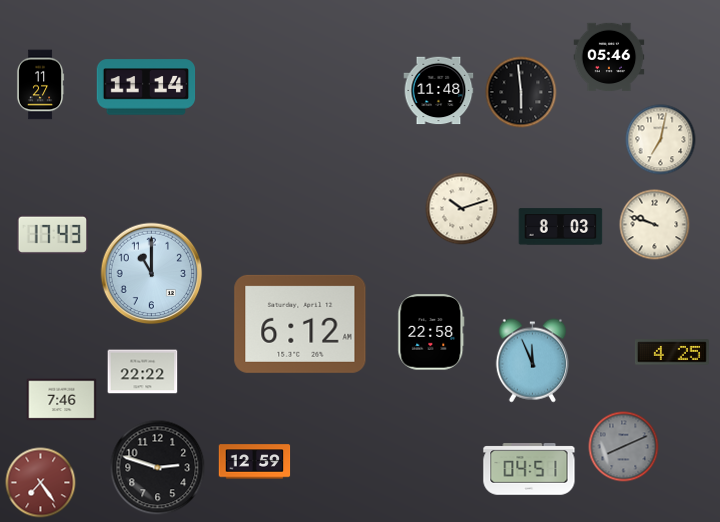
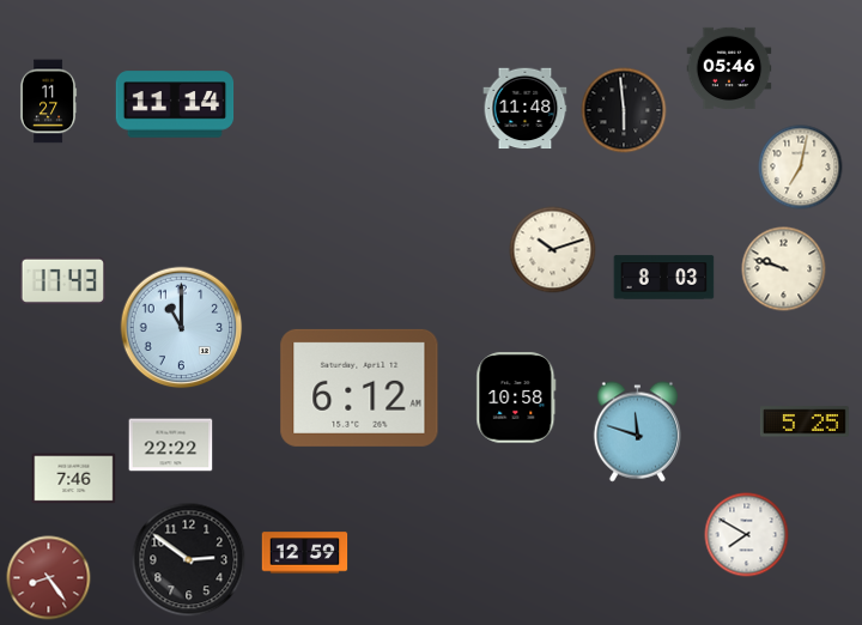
clock at (661, 140) position: (661, 140) -> (801, 168)
clock at (561, 227) position: (561, 227) -> (664, 278)
clock at (431, 332): 22:58 -> 10:58
clock at (672, 352): 4:25 -> 5:25
clock at (532, 361): 11:56 -> 11:48
clock at (624, 447): 8:11 -> 7:50
clock at (624, 447) dial: grey -> white
clock at (158, 468): 2:48 -> 2:51
clock at (529, 469): 04:51 -> none
clock at (41, 483): 7:24 -> 8:24
